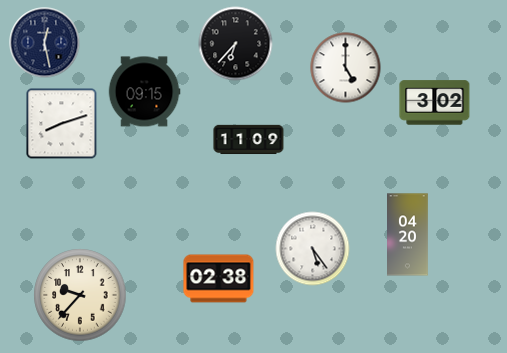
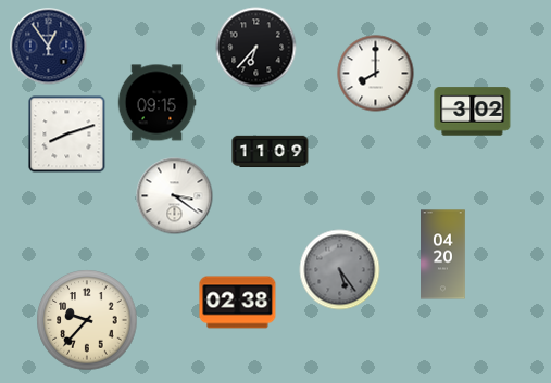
clock at (45, 43): 12:28 -> 12:54
clock at (346, 68): 5:00 -> 8:00
clock at (144, 92) position: (144, 92) -> (156, 103)
clock at (175, 196): none -> 3:21
clock at (313, 249) dial: white -> grey
